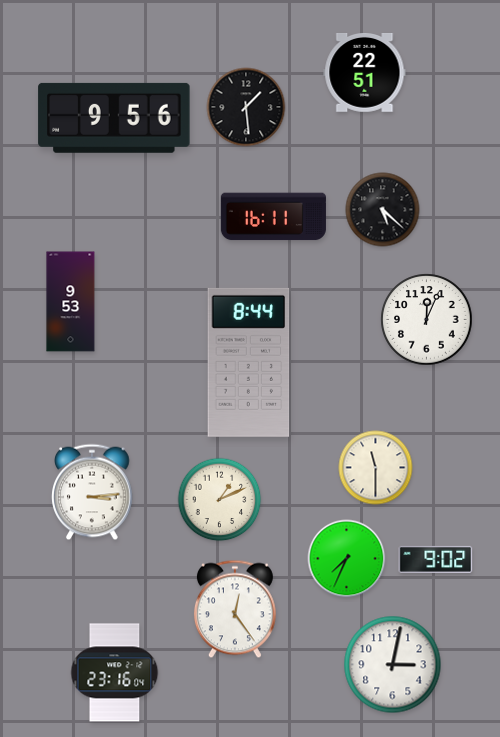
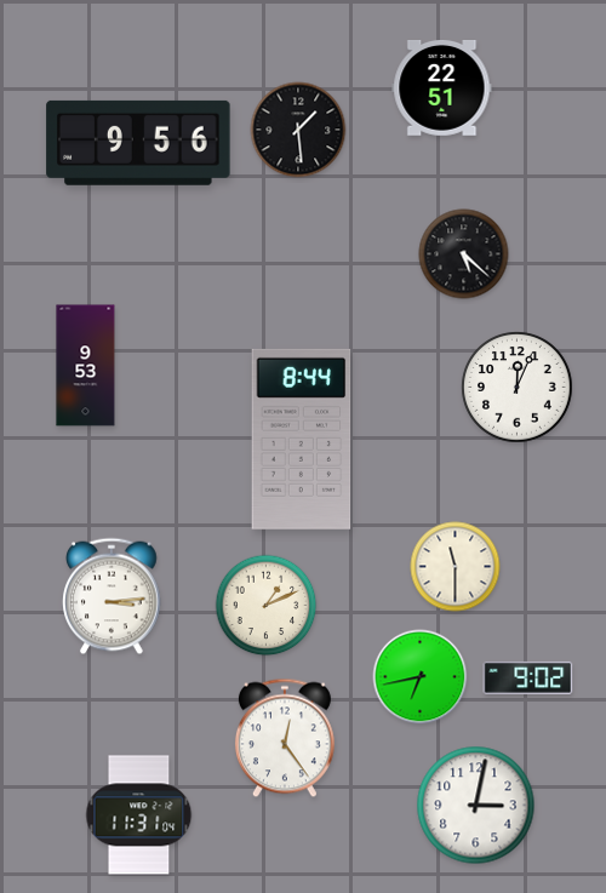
clock at (273, 217): 16:11 -> none
clock at (347, 559): 7:34 -> 6:43
clock at (115, 673): 23:16 -> 11:31
